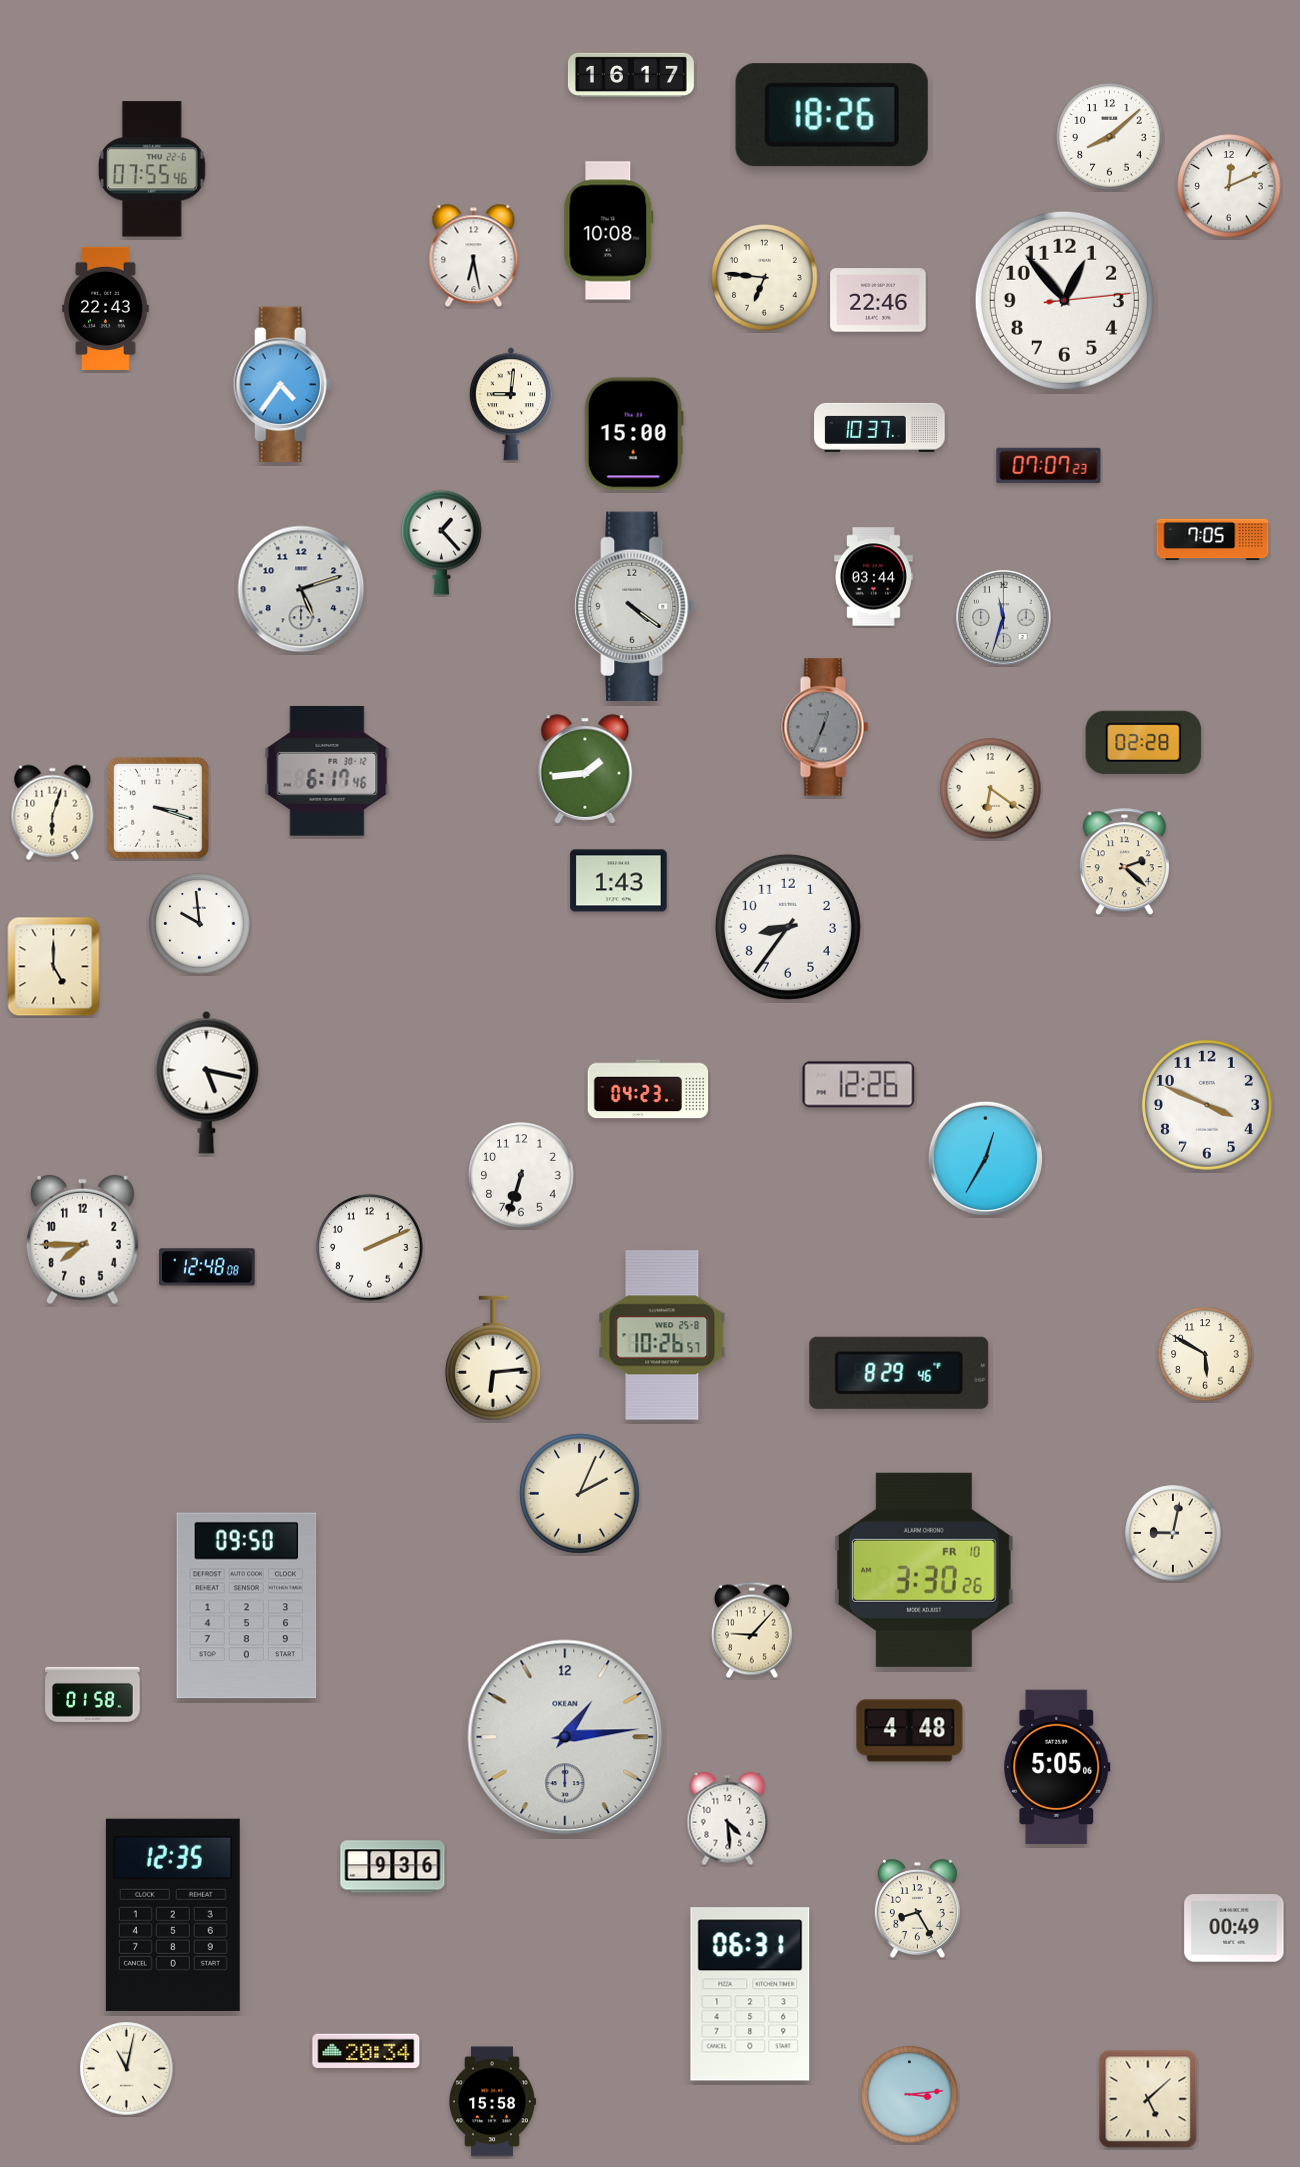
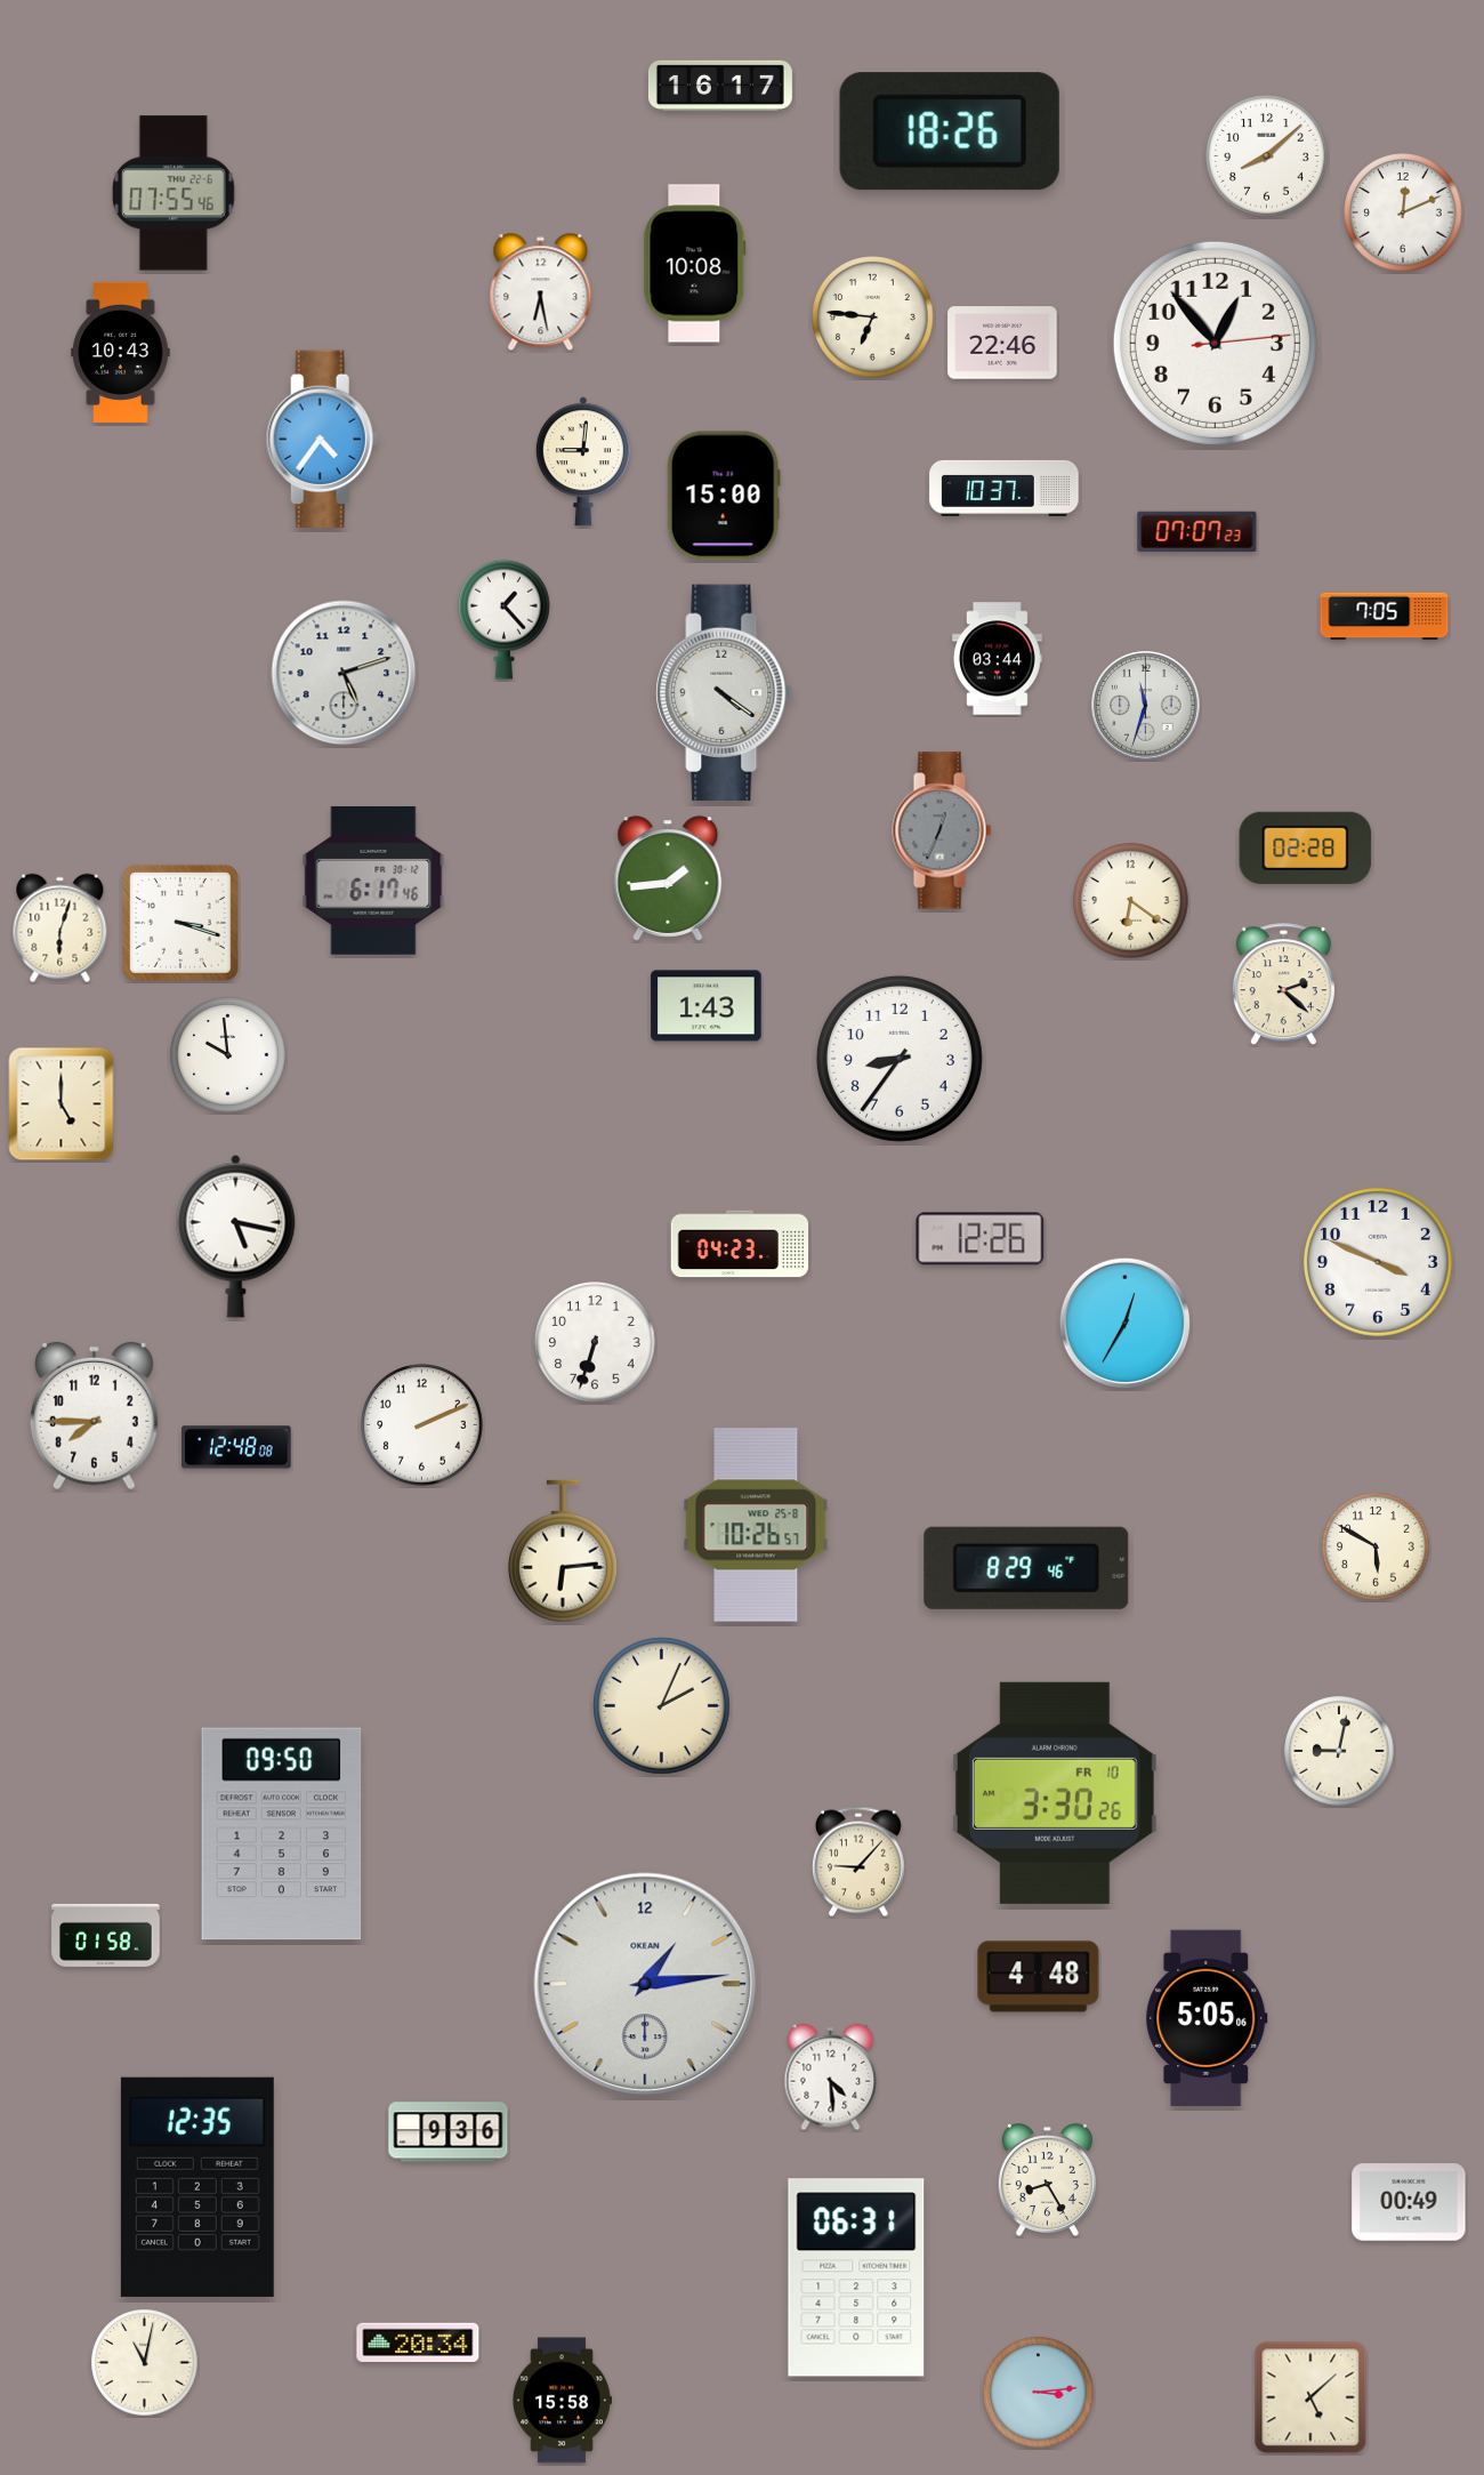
clock at (106, 308): 22:43 -> 10:43
